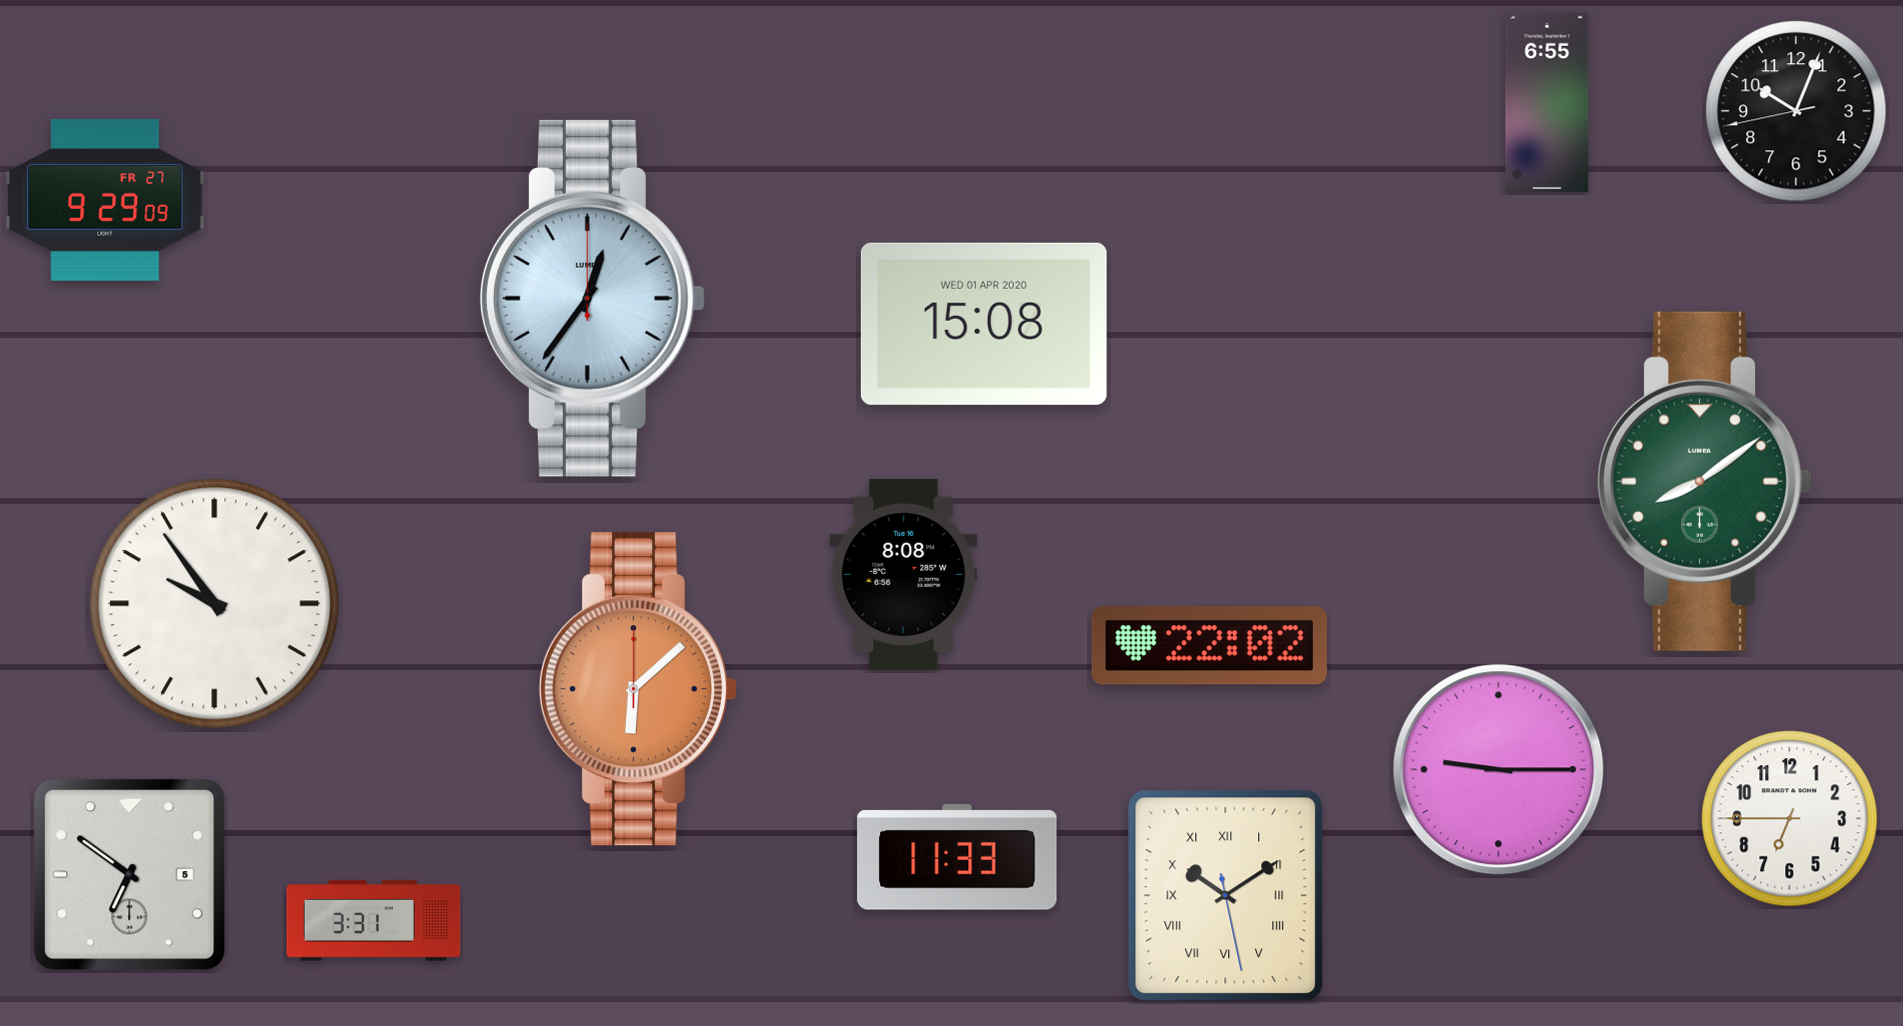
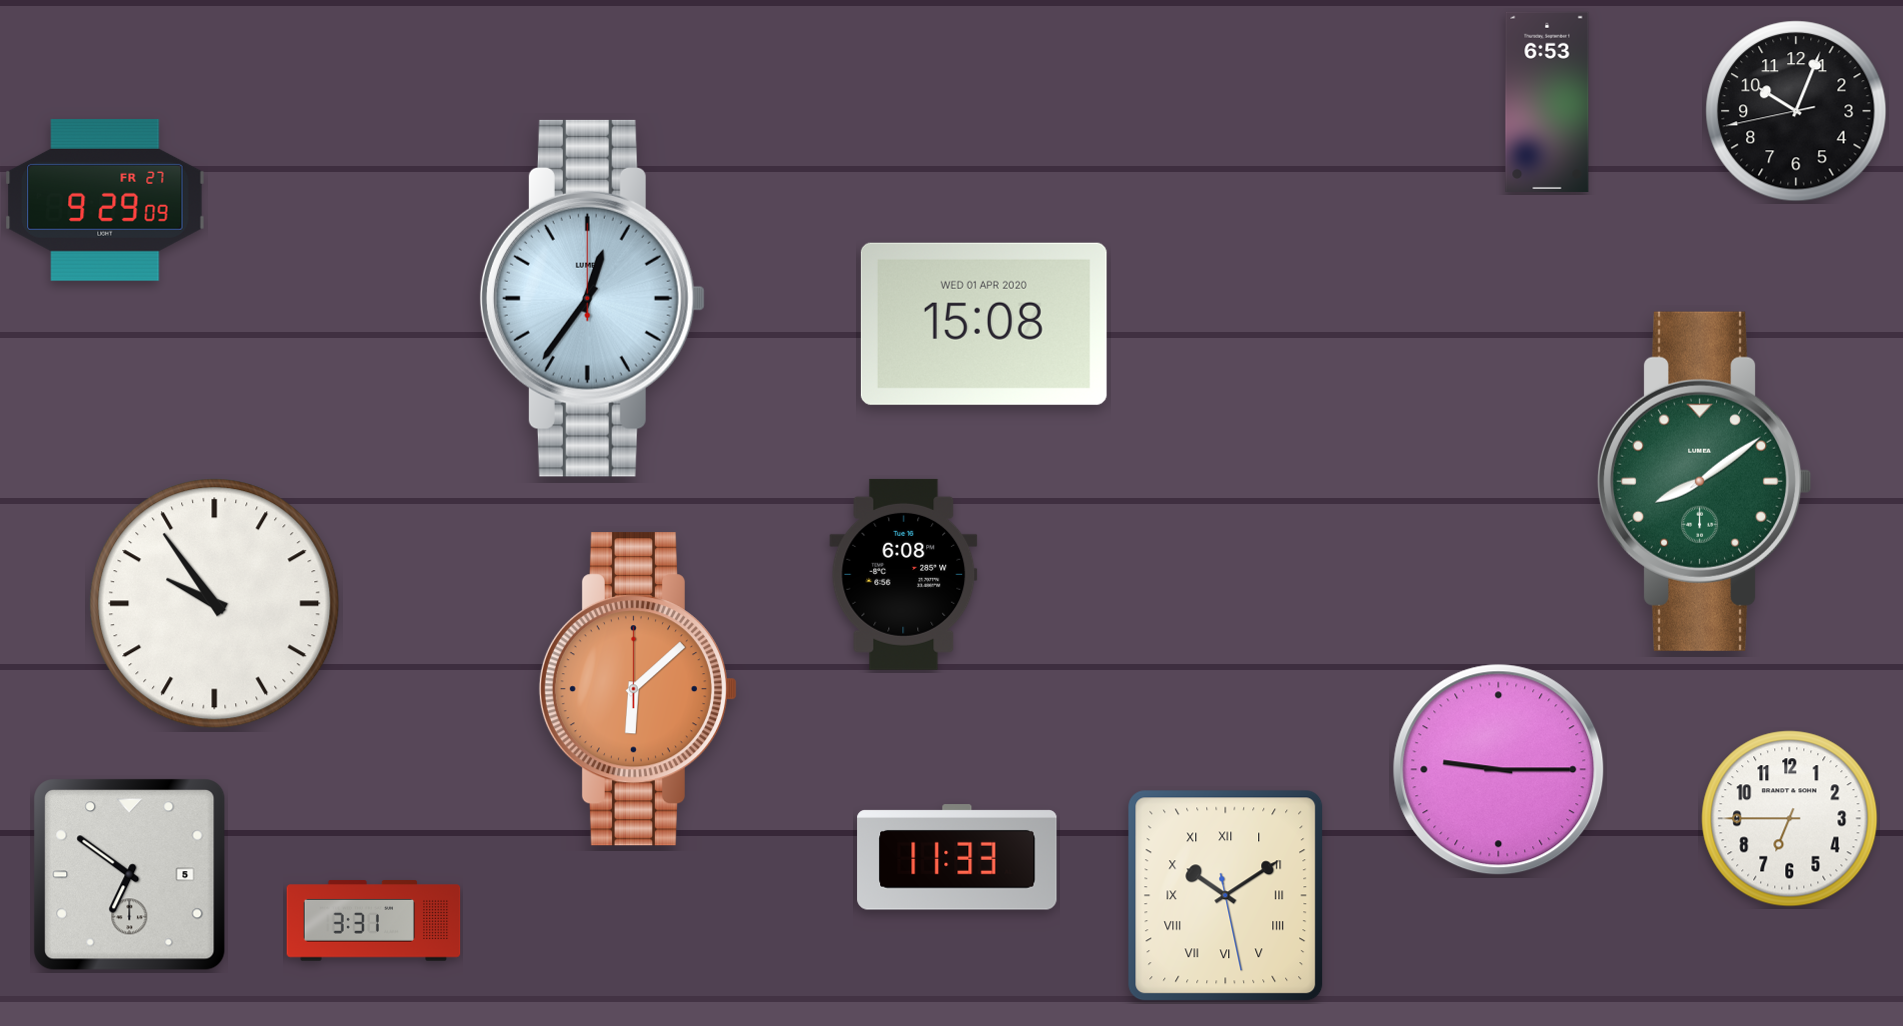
clock at (1547, 102): 6:55 -> 6:53
clock at (904, 574): 8:08 -> 6:08
clock at (1209, 646): 22:02 -> none
